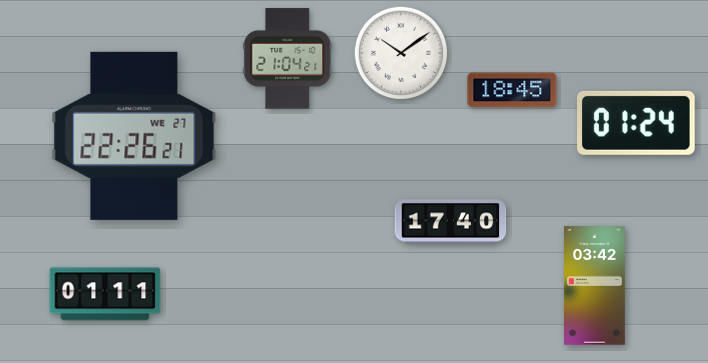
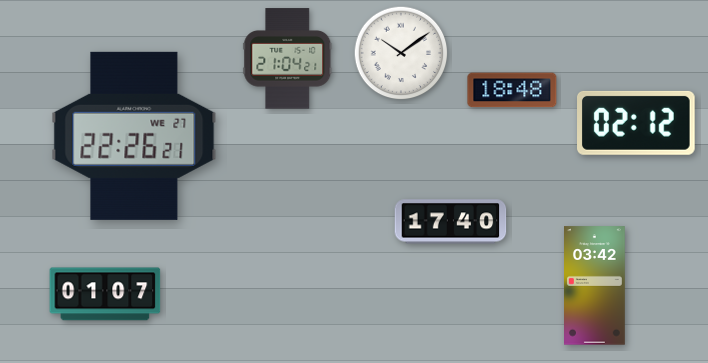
clock at (512, 90): 18:45 -> 18:48
clock at (637, 123): 01:24 -> 02:12
clock at (105, 294): 01:11 -> 01:07
